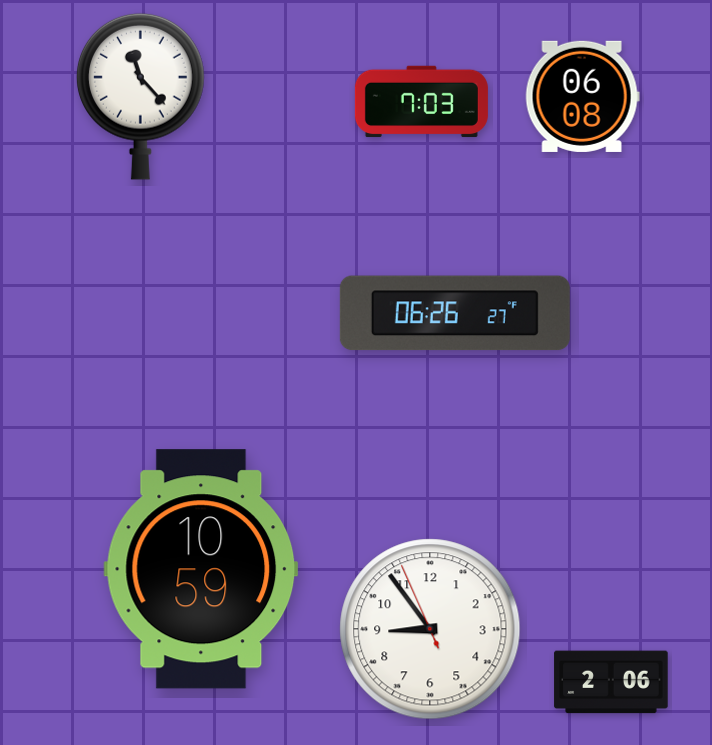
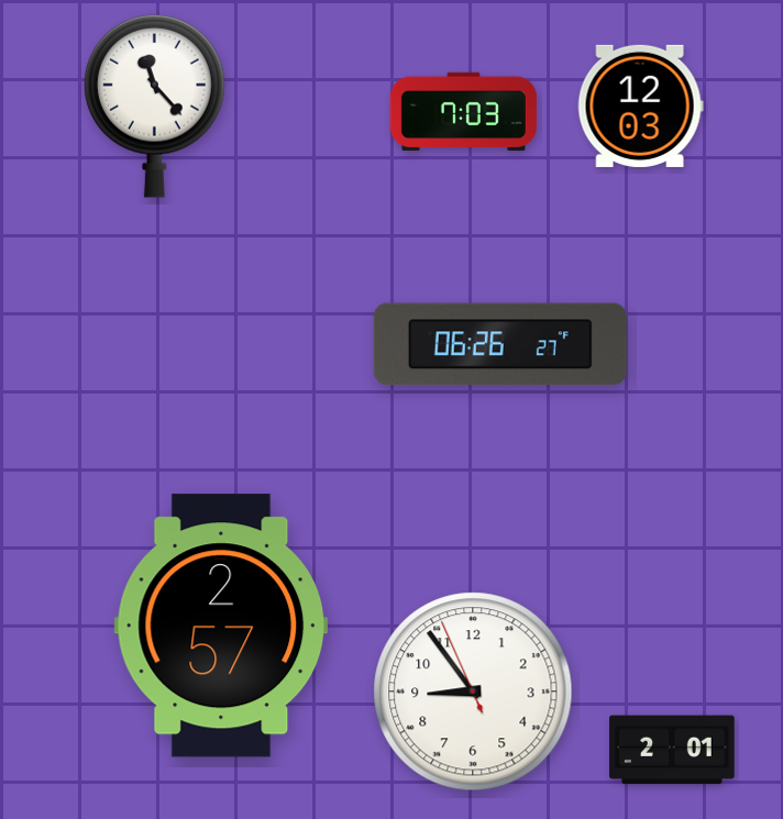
clock at (582, 96): 06:08 -> 12:03
clock at (201, 569): 10:59 -> 2:57
clock at (611, 682): 2:06 -> 2:01
